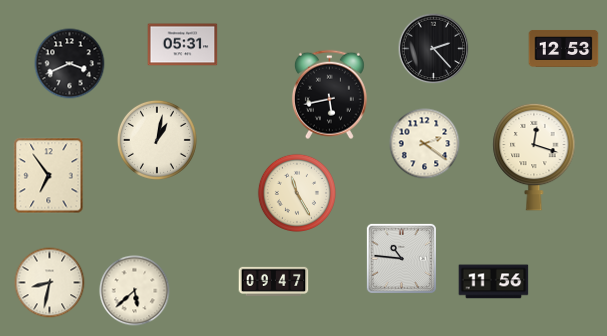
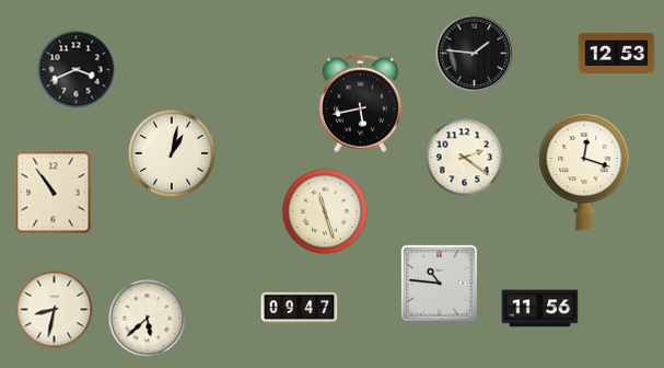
clock at (183, 45): 05:31 -> none
clock at (434, 49): 2:23 -> 1:46
clock at (49, 176): 6:54 -> 10:54
clock at (297, 193): 11:25 -> 11:27
